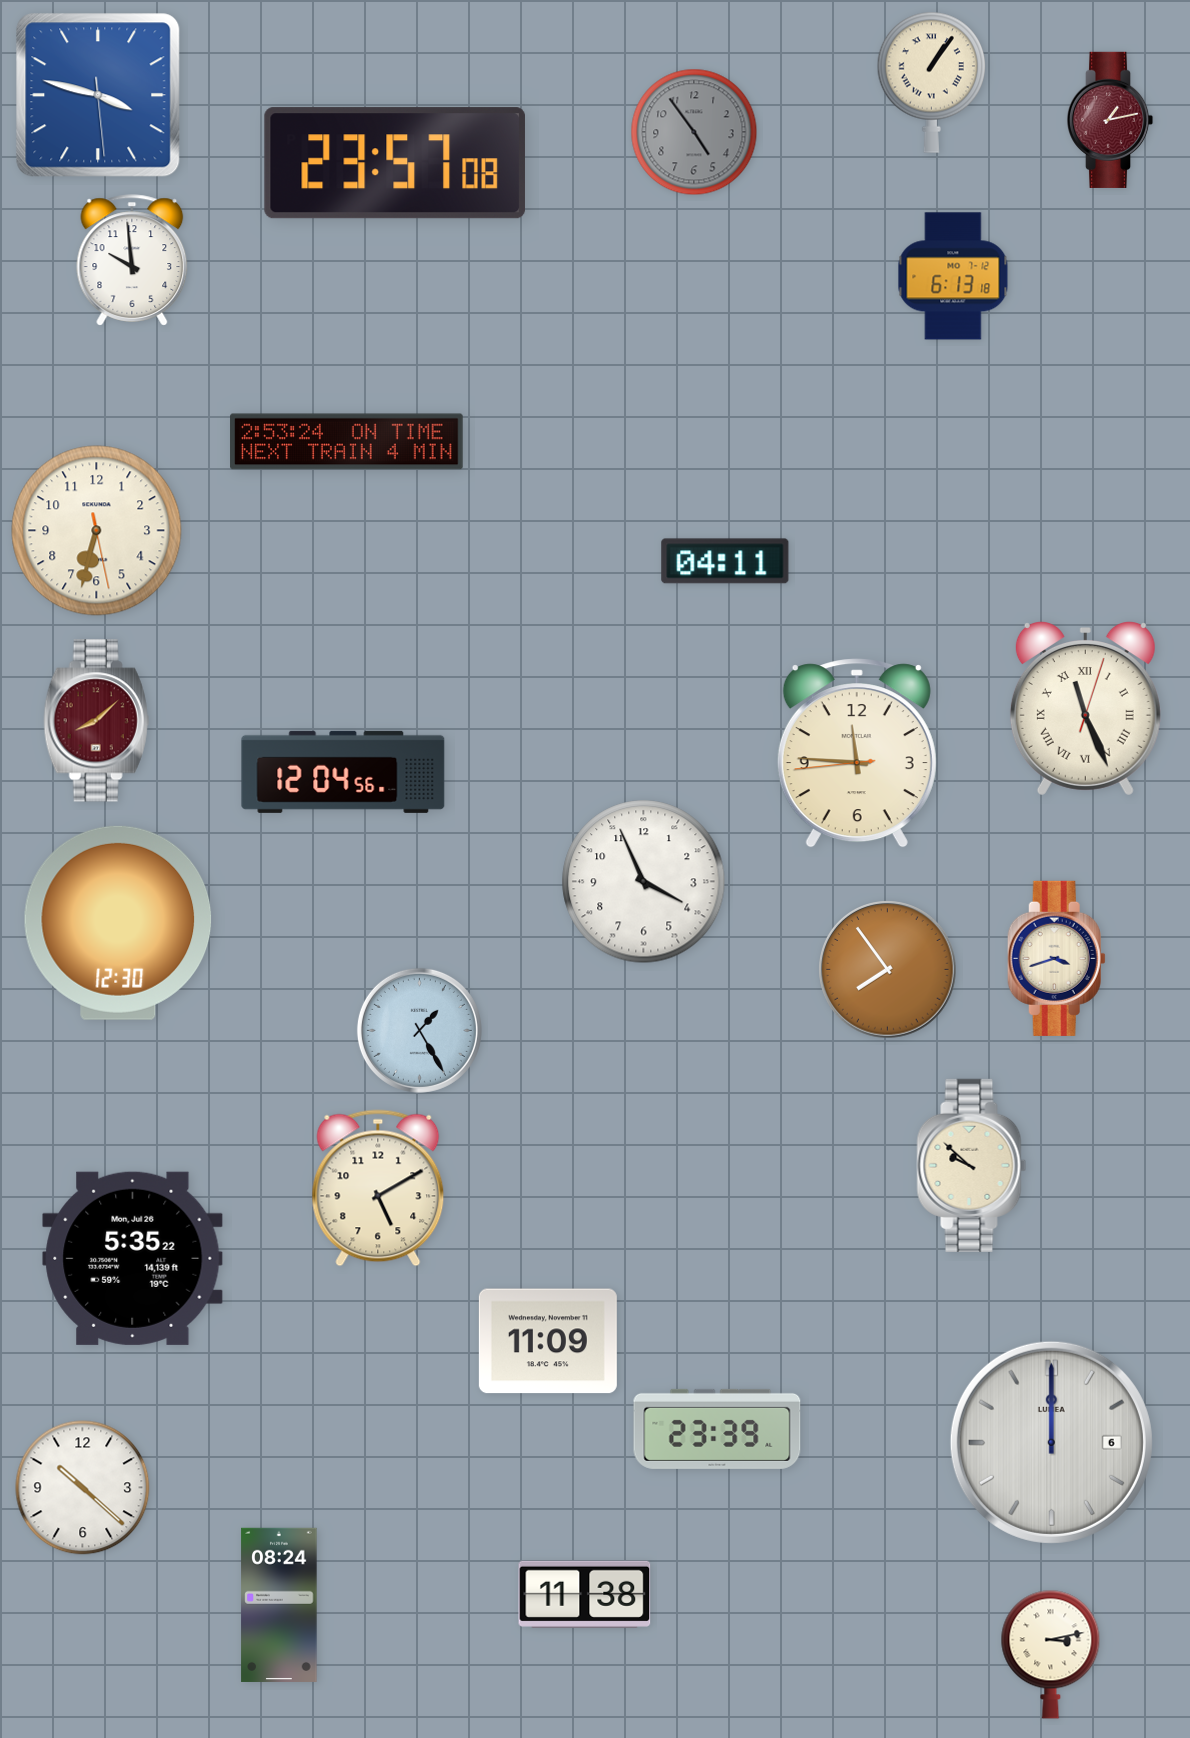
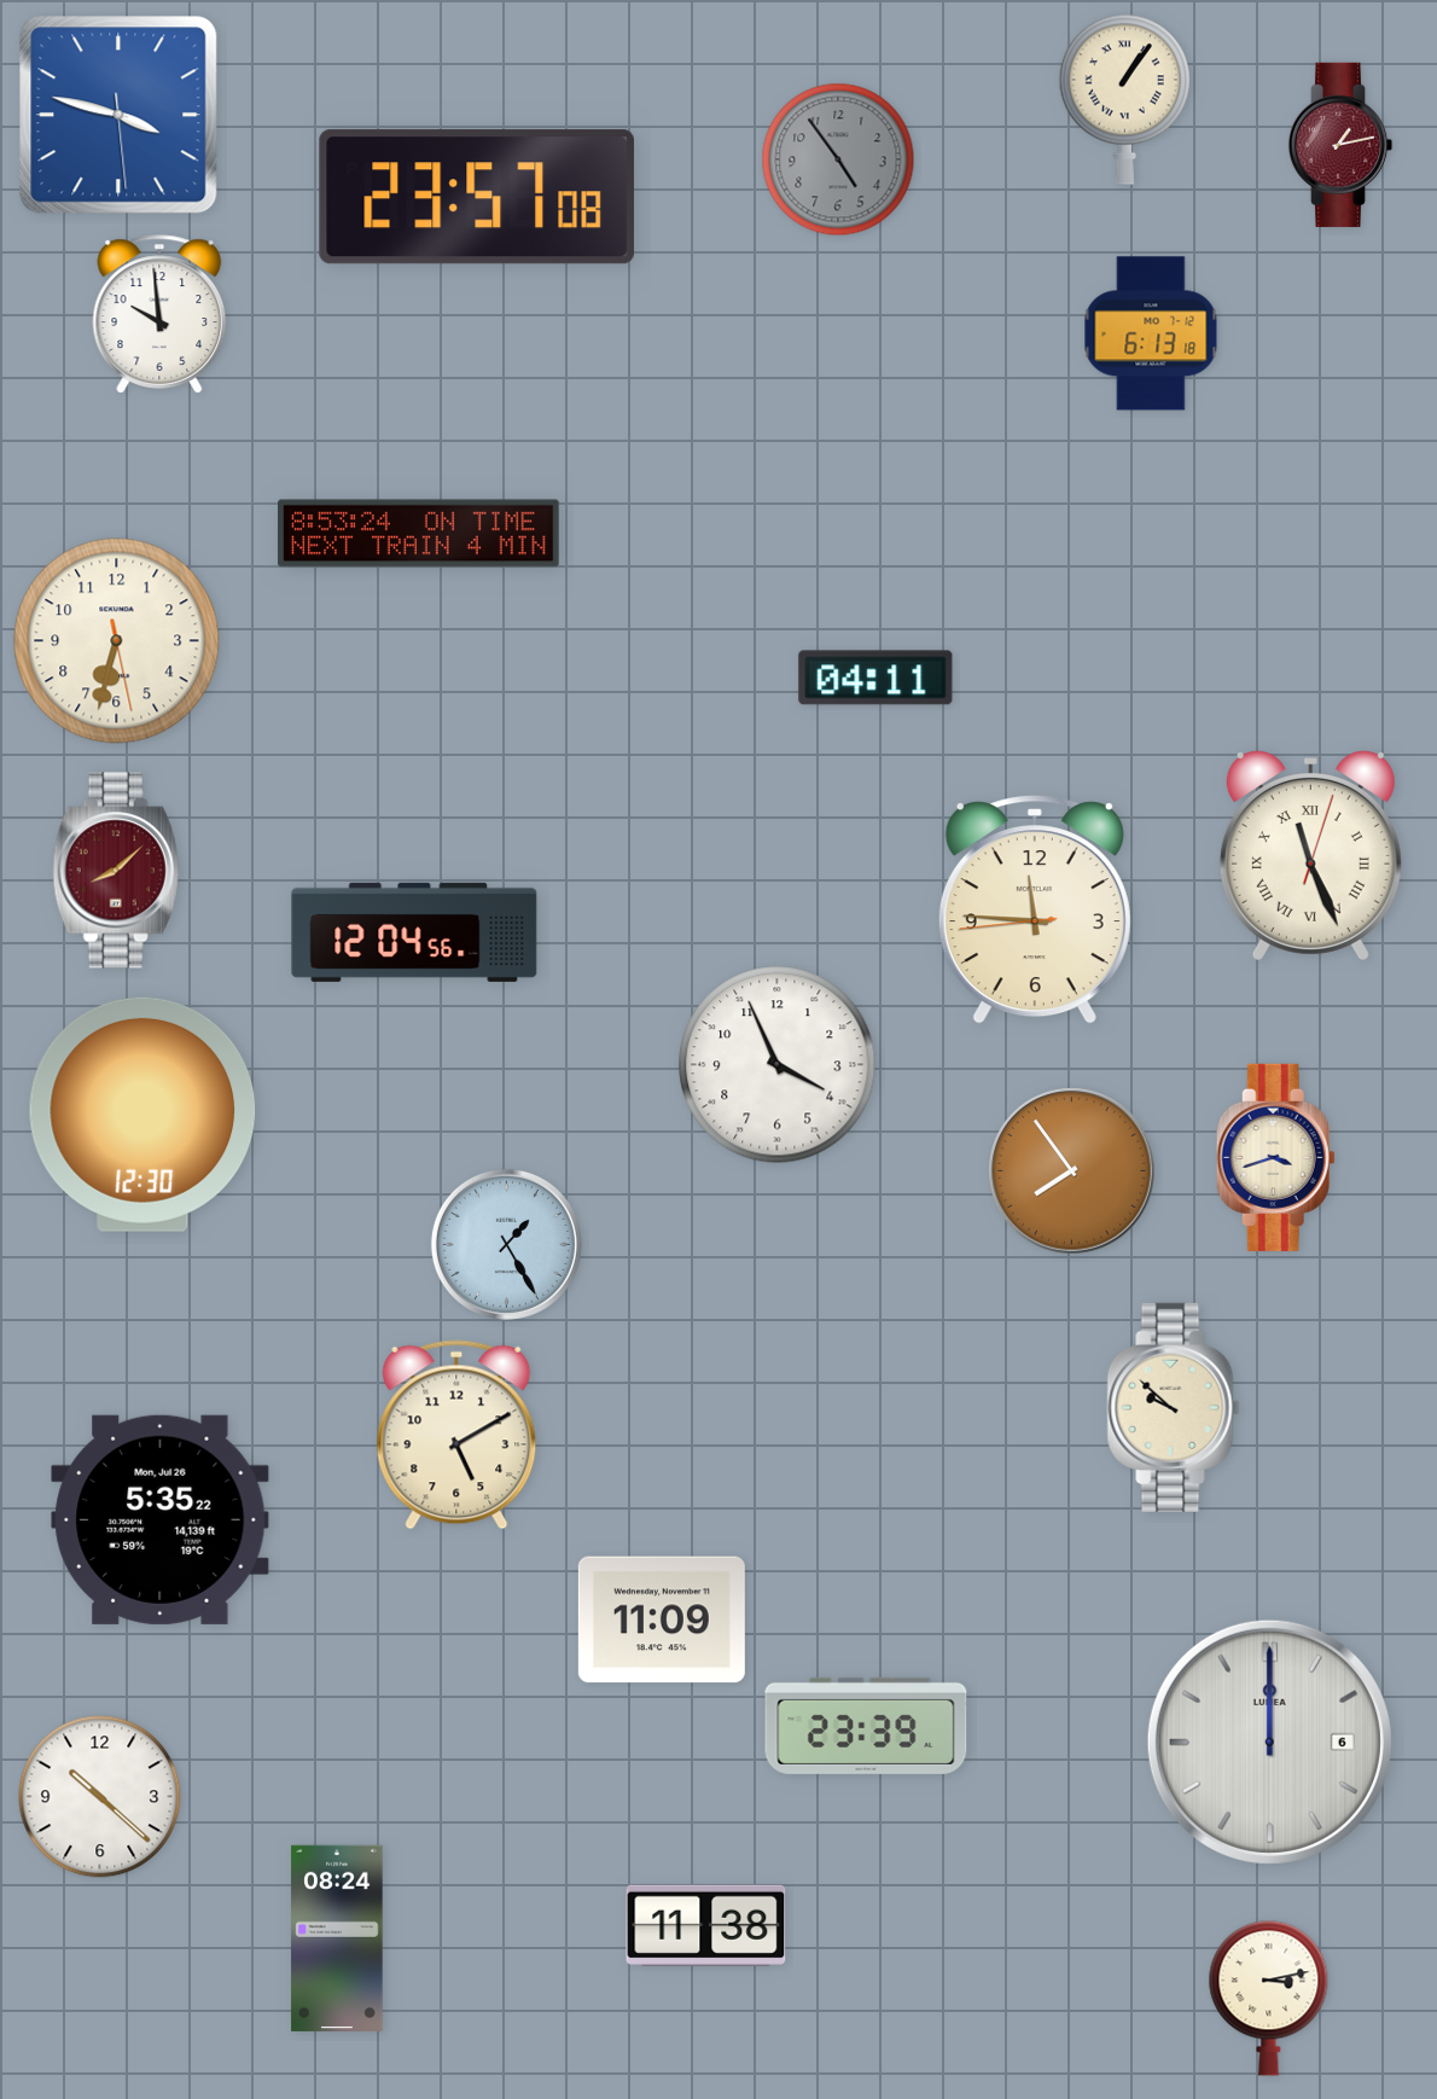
clock at (347, 442): 2:53 -> 8:53
